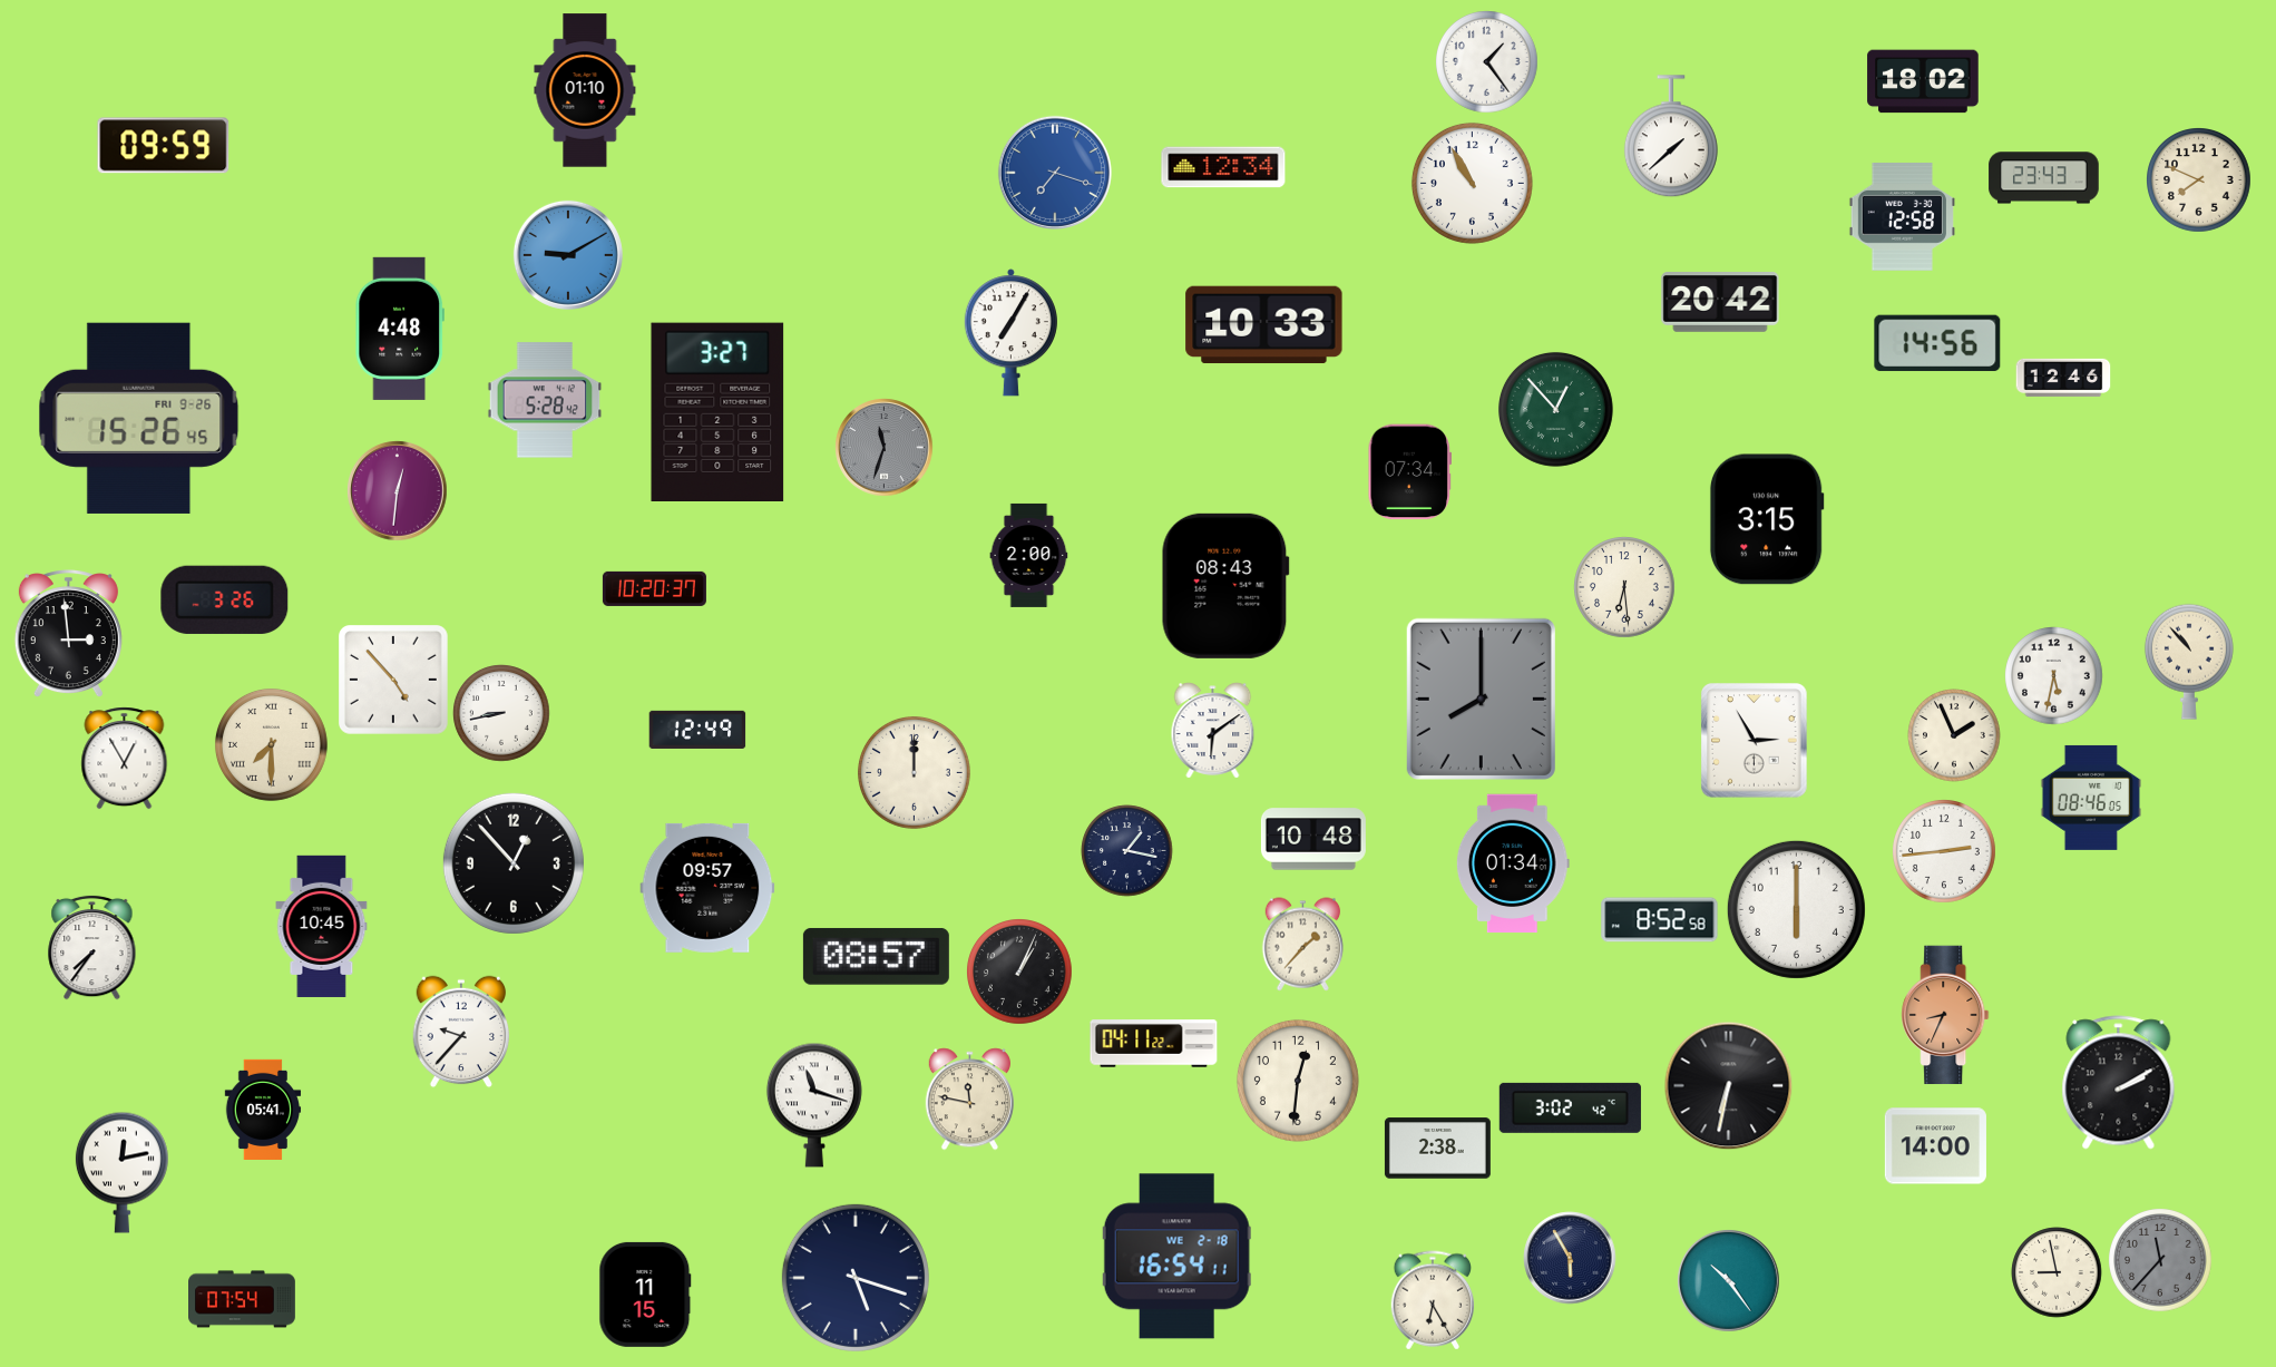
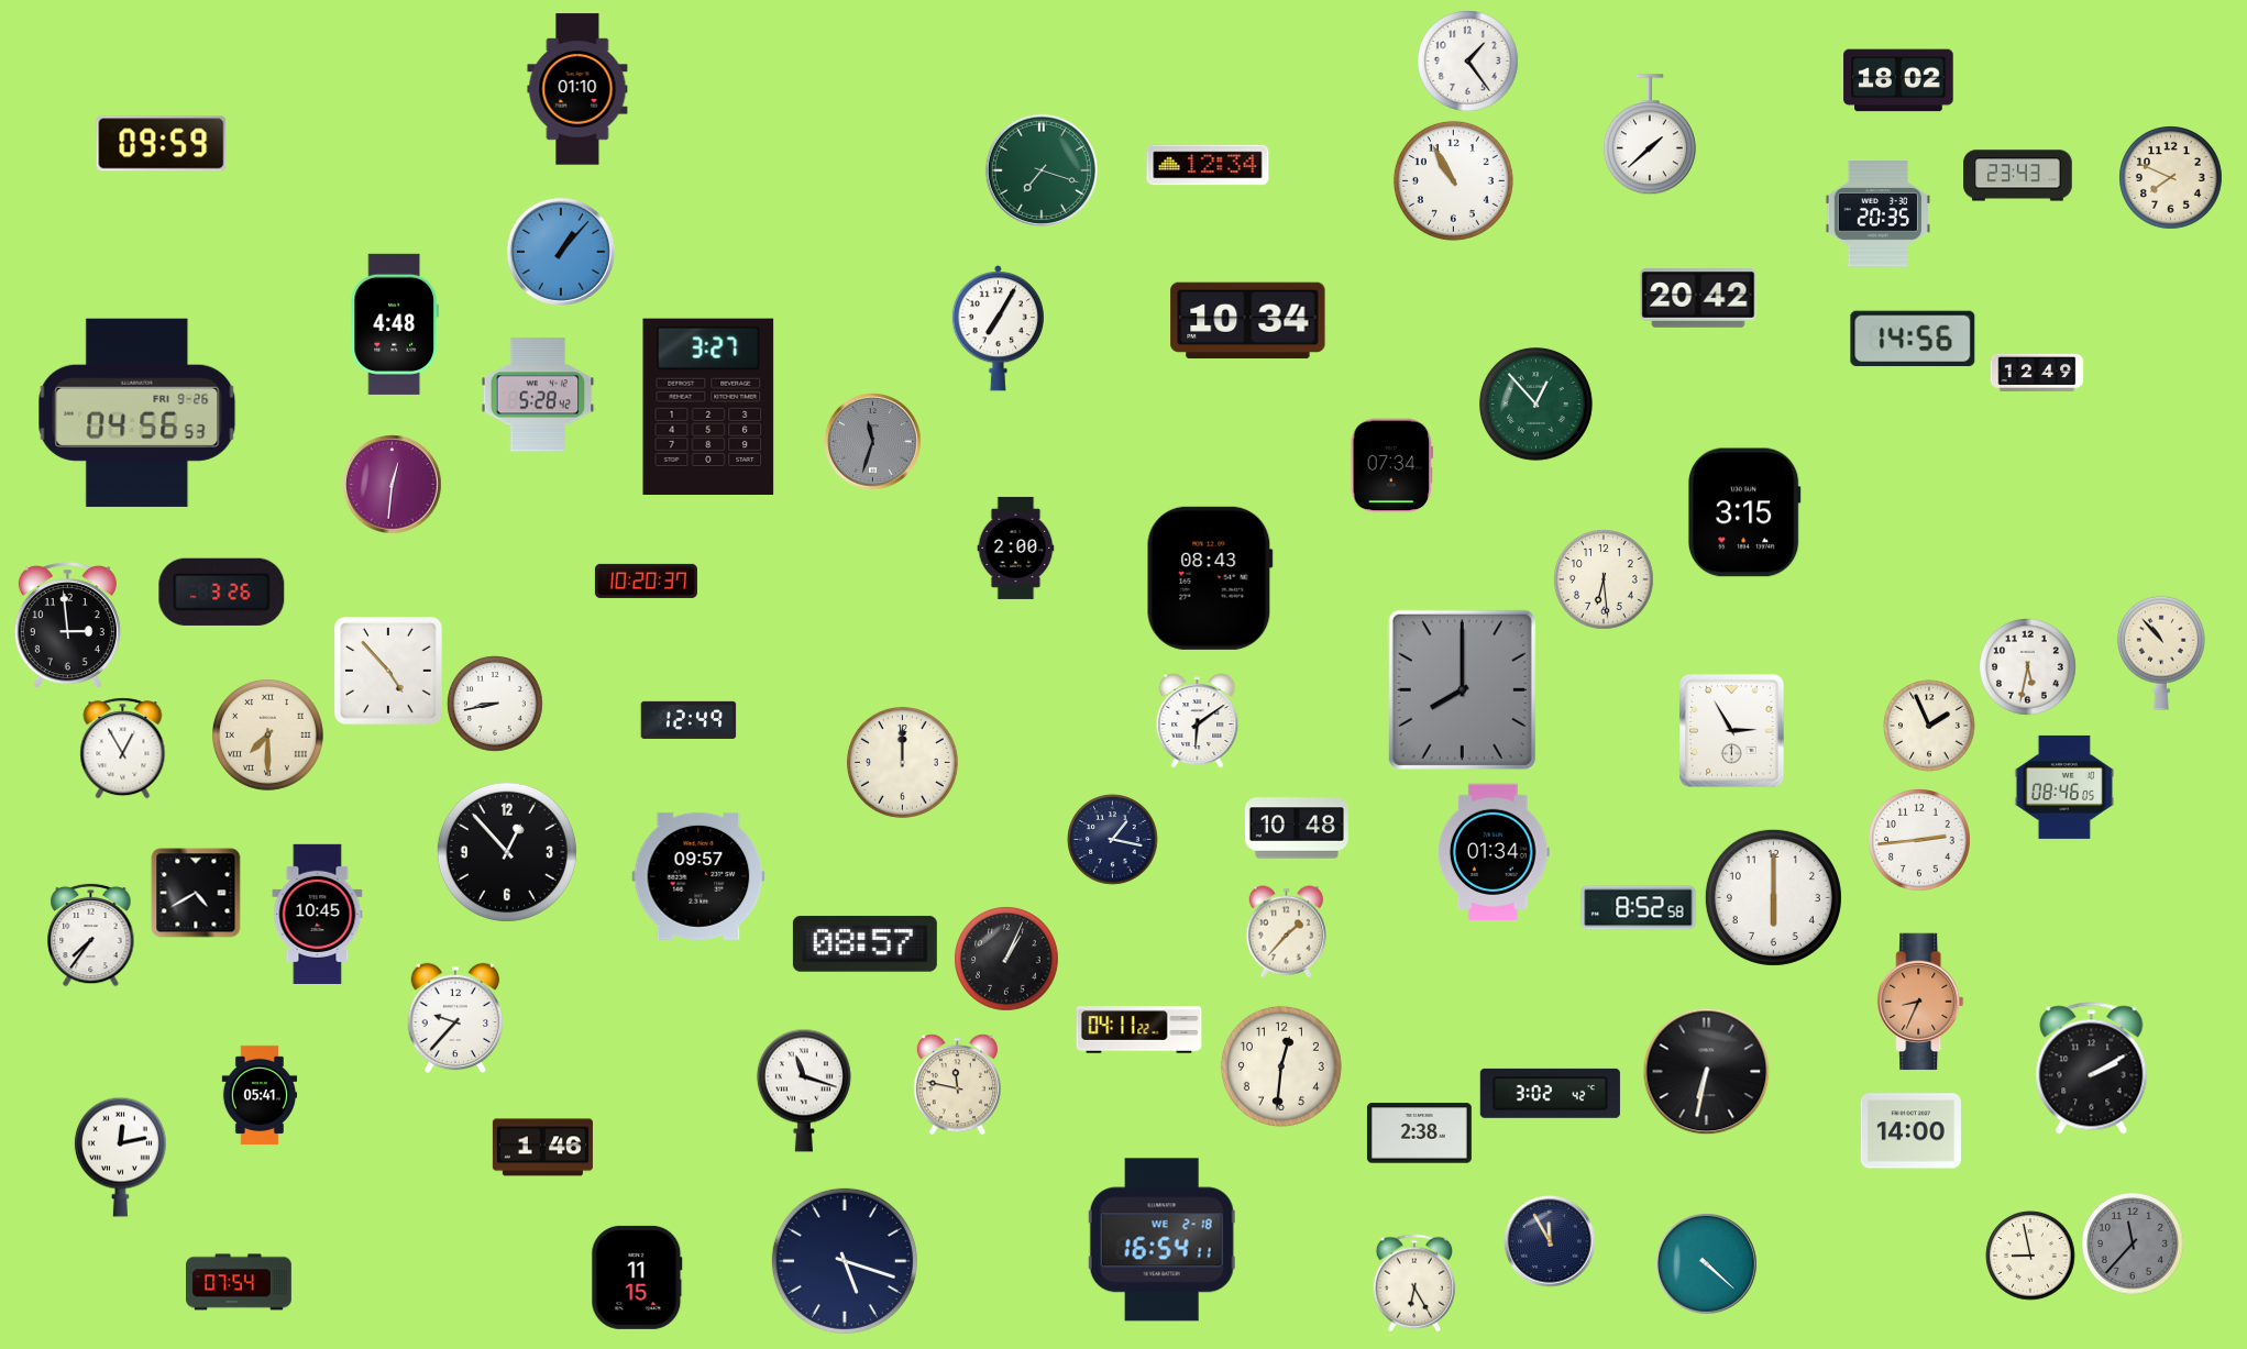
clock at (1055, 173) dial: blue -> green
clock at (1902, 217): 12:58 -> 20:35
clock at (568, 255): 9:10 -> 1:07
clock at (1264, 325): 10:33 -> 10:34
clock at (2063, 378): 12:46 -> 12:49
clock at (139, 418): 15:26 -> 04:56
clock at (196, 893): none -> 4:40
clock at (542, 1148): none -> 1:46
clock at (1570, 1258): 5:55 -> 11:55
clock at (1729, 1281): 10:24 -> 4:22
